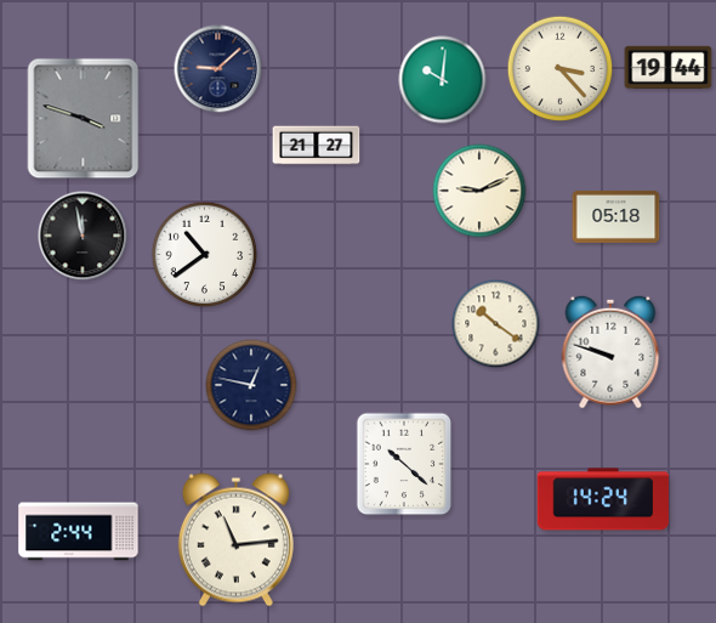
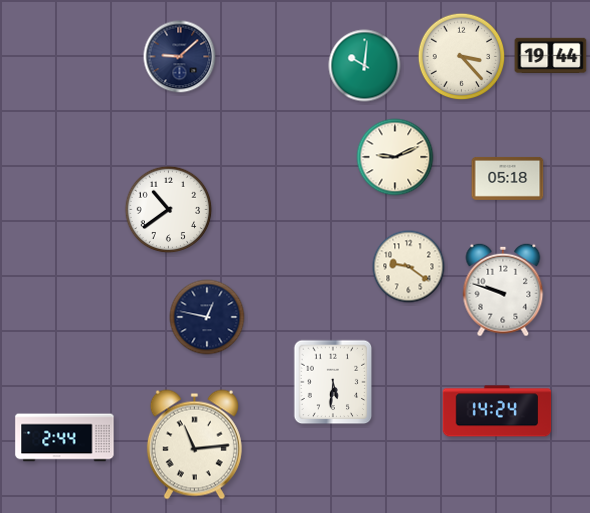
clock at (84, 119): 3:48 -> none
clock at (317, 146): 21:27 -> none
clock at (83, 236): 11:58 -> none
clock at (496, 324): 10:21 -> 9:21
clock at (404, 464): 10:22 -> 5:31
